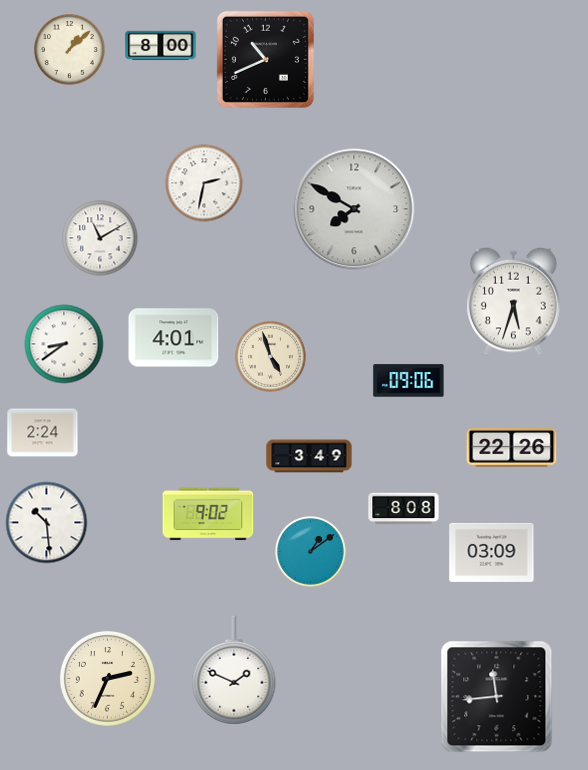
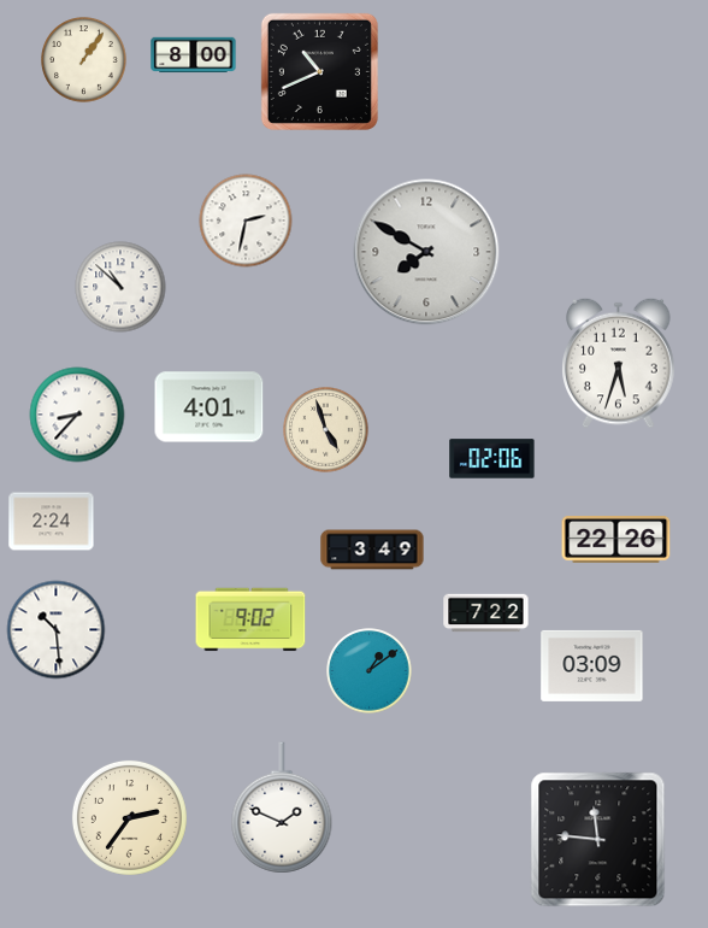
clock at (70, 50): 1:08 -> 1:06
clock at (100, 238): 11:10 -> 10:52
clock at (64, 344): 8:39 -> 8:37
clock at (409, 381): 09:06 -> 02:06
clock at (404, 509): 8:08 -> 7:22
clock at (311, 552) position: (311, 552) -> (370, 671)
clock at (107, 678): 2:34 -> 2:36
clock at (497, 697): 11:44 -> 11:46
